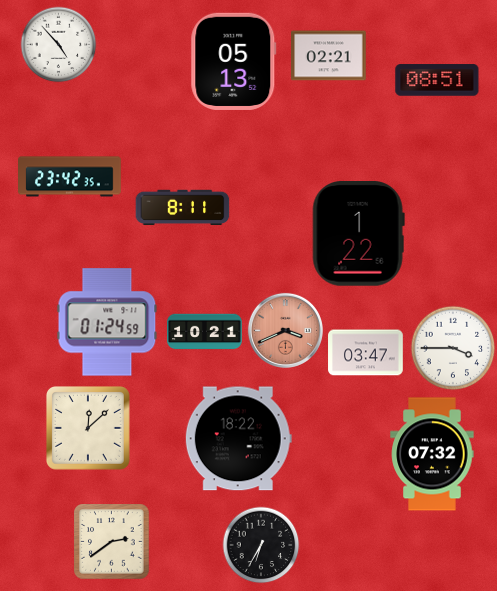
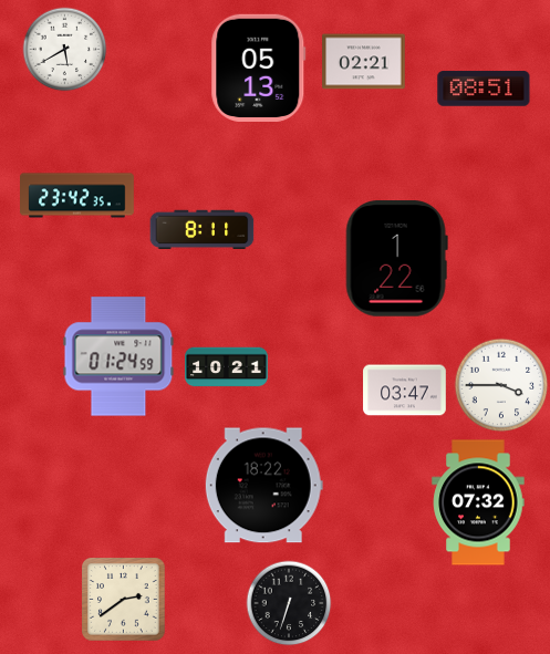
clock at (59, 45): 4:53 -> 5:40
clock at (285, 330): 3:41 -> none
clock at (89, 429): 12:08 -> none
clock at (261, 545): 6:35 -> 6:33
